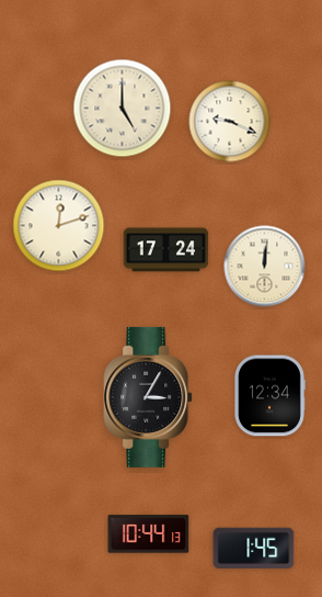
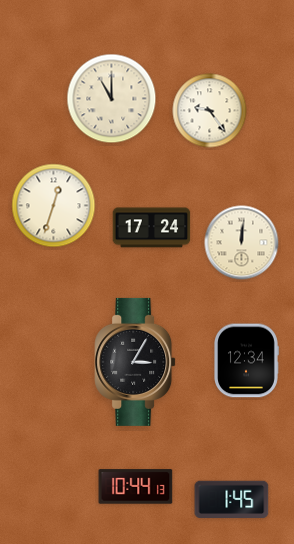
clock at (123, 109): 5:00 -> 11:00
clock at (230, 122): 9:19 -> 9:24
clock at (59, 226): 12:12 -> 12:33
